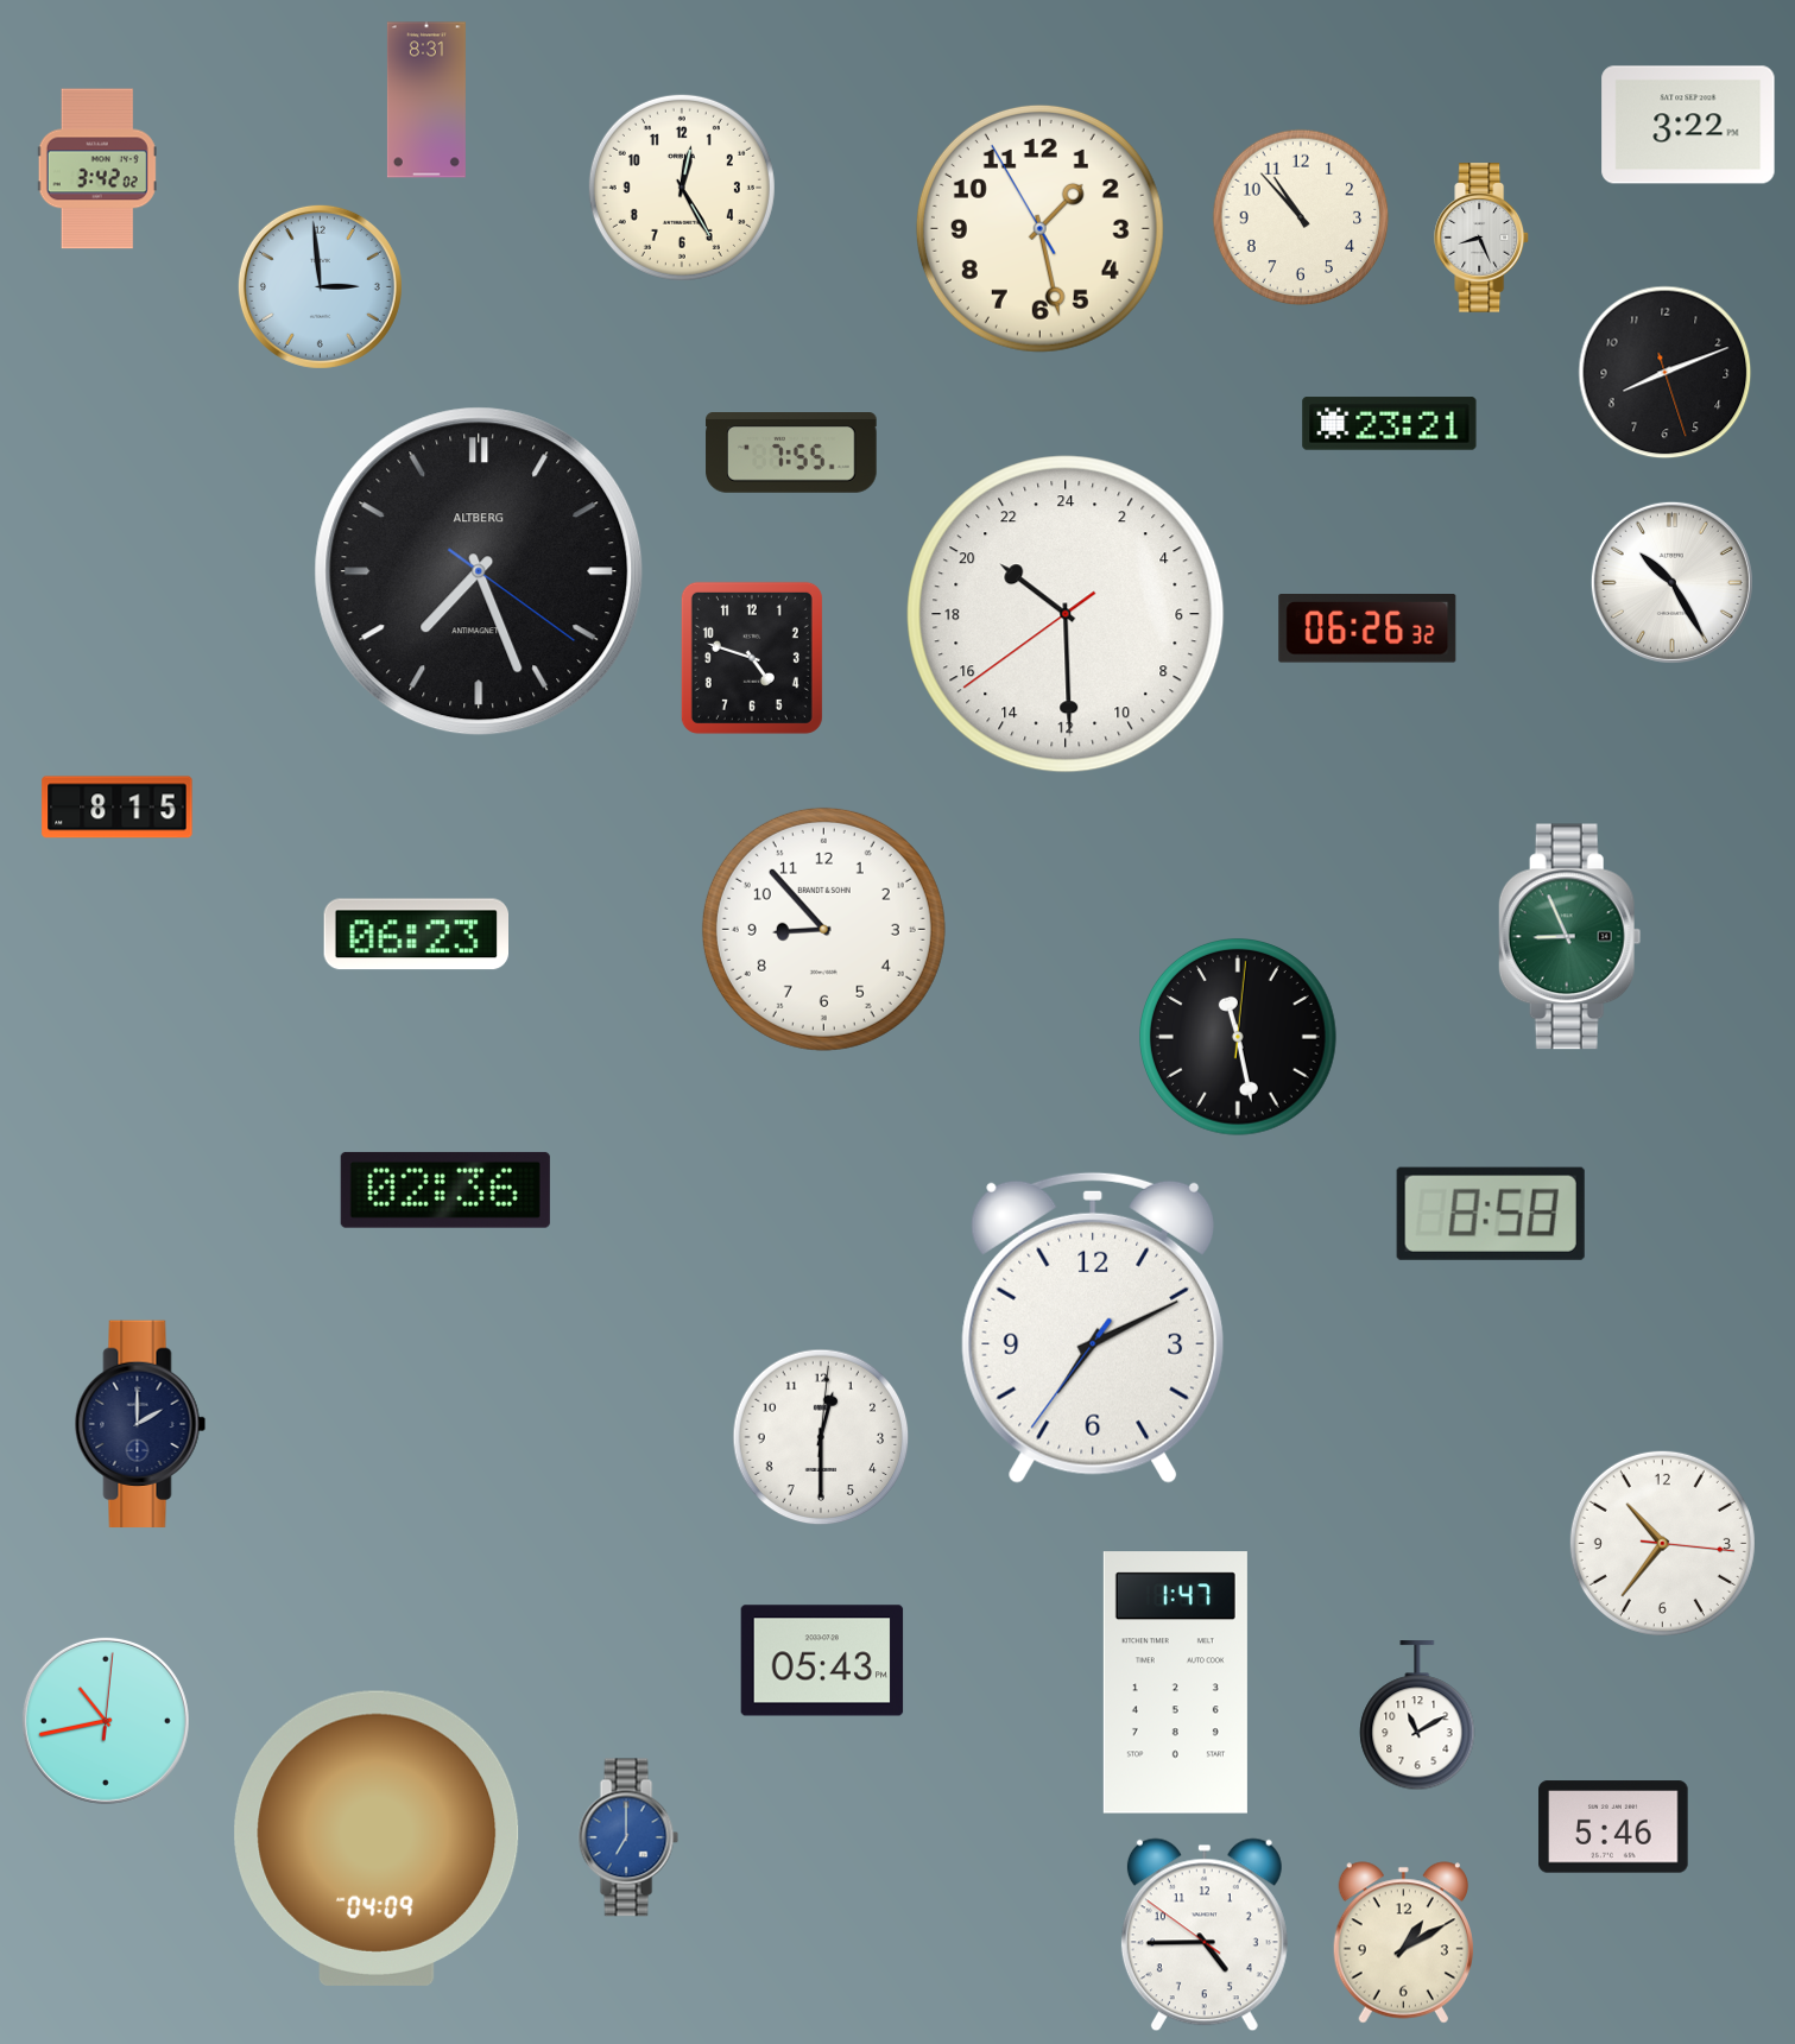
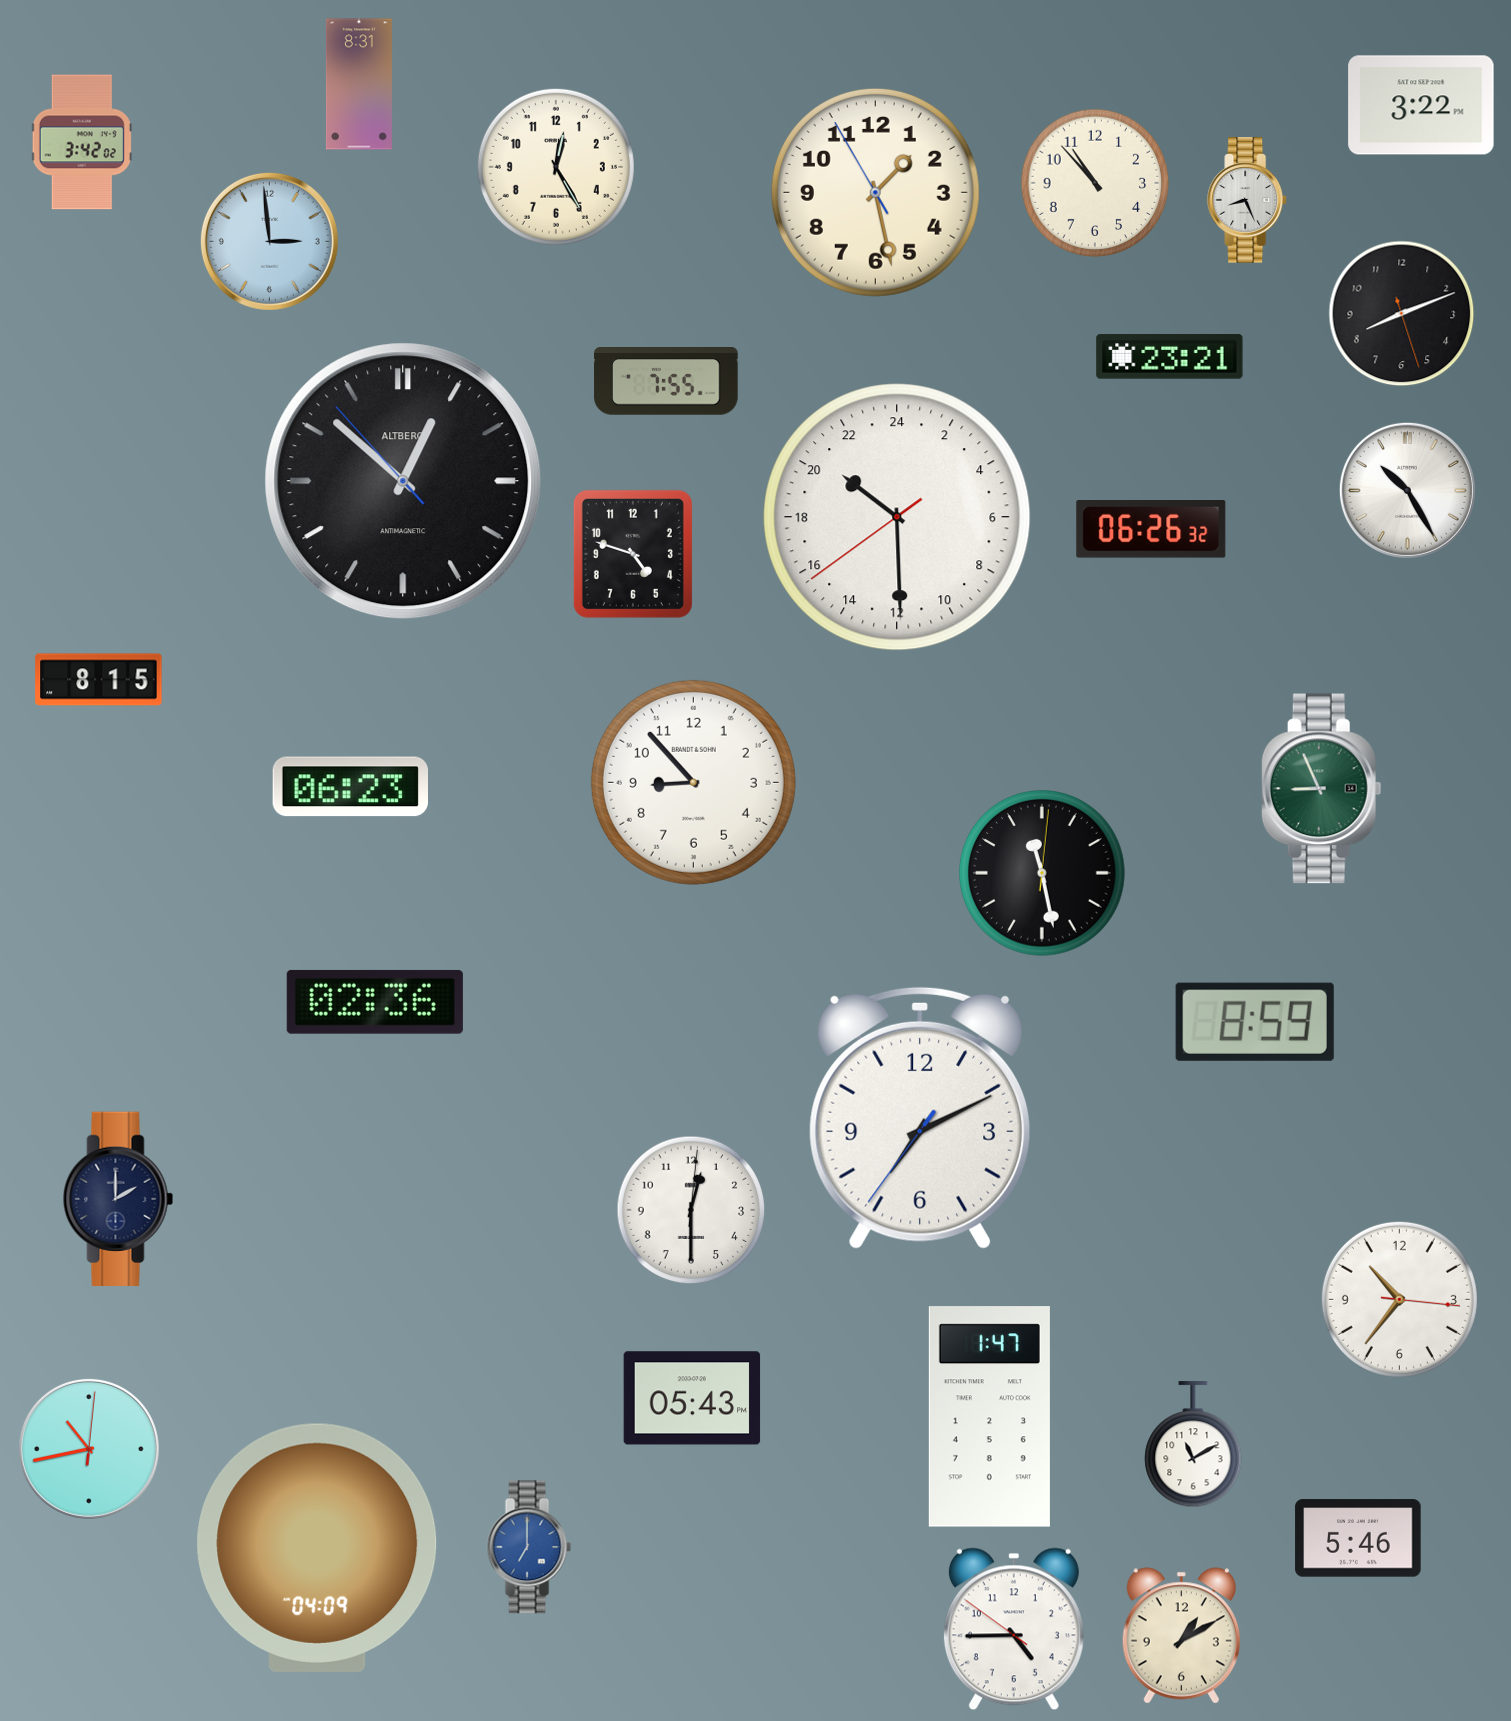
clock at (682, 188) position: (682, 188) -> (556, 167)
clock at (479, 571): 7:26 -> 12:51
clock at (1491, 1214): 8:58 -> 8:59
